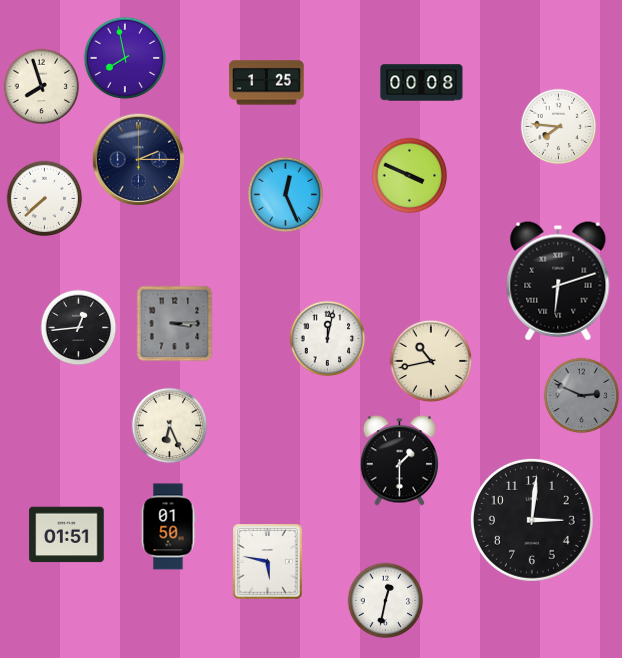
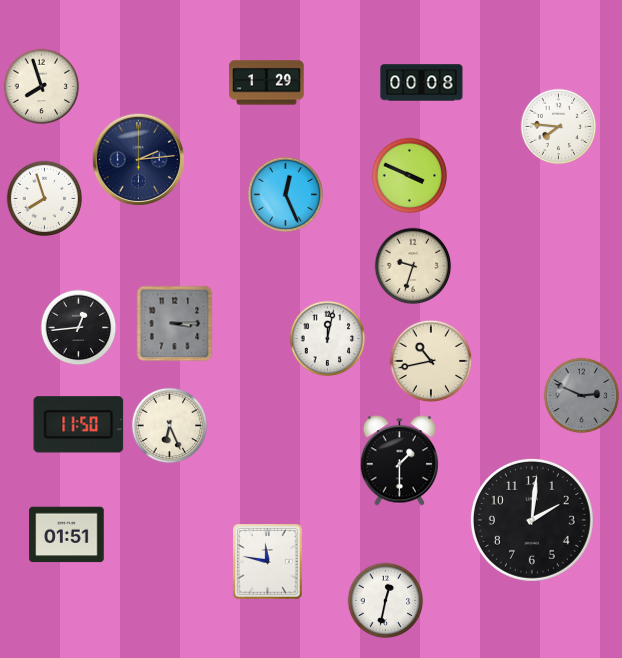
clock at (125, 58): 7:58 -> none
clock at (267, 83): 1:25 -> 1:29
clock at (138, 159): 2:15 -> 2:14
clock at (45, 199): 7:38 -> 7:57
clock at (413, 266): none -> 9:33
clock at (558, 281): 6:12 -> none
clock at (79, 425): none -> 11:50
clock at (532, 520): 3:01 -> 2:01
clock at (168, 527): 01:50 -> none
clock at (268, 562): 5:47 -> 11:47
